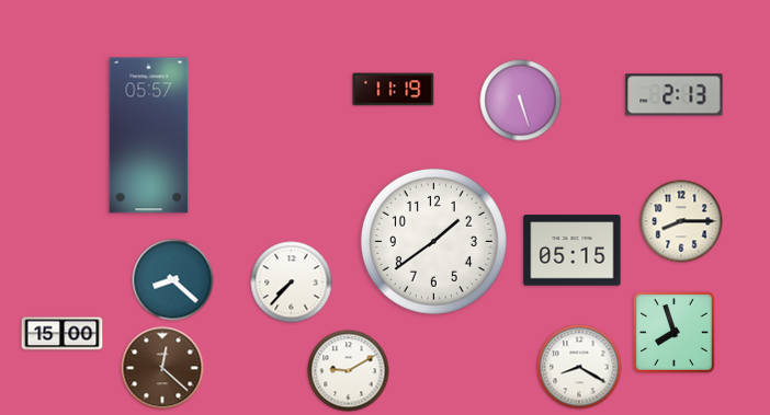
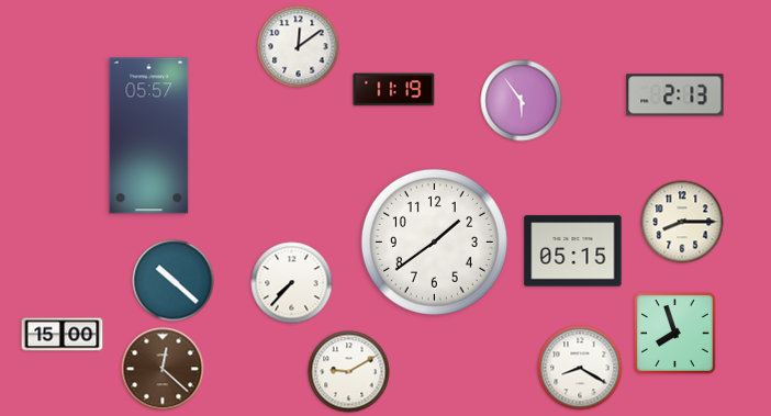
clock at (299, 47): none -> 12:09
clock at (521, 101): 5:27 -> 5:54
clock at (173, 280): 8:22 -> 10:22
